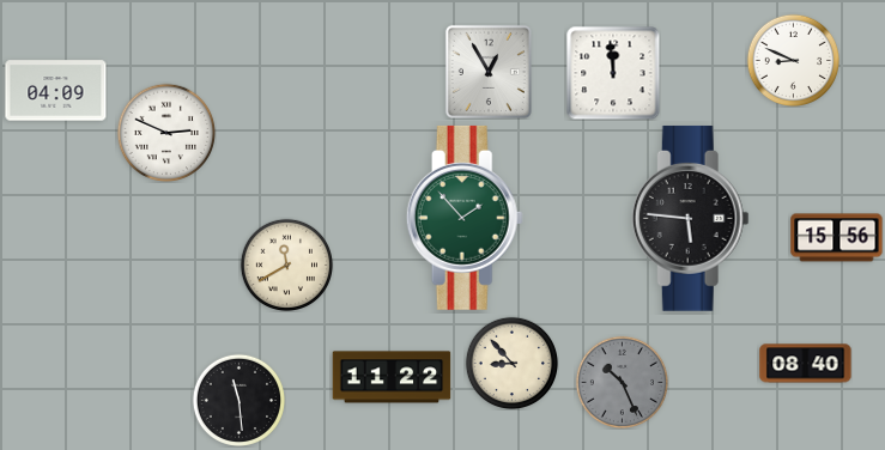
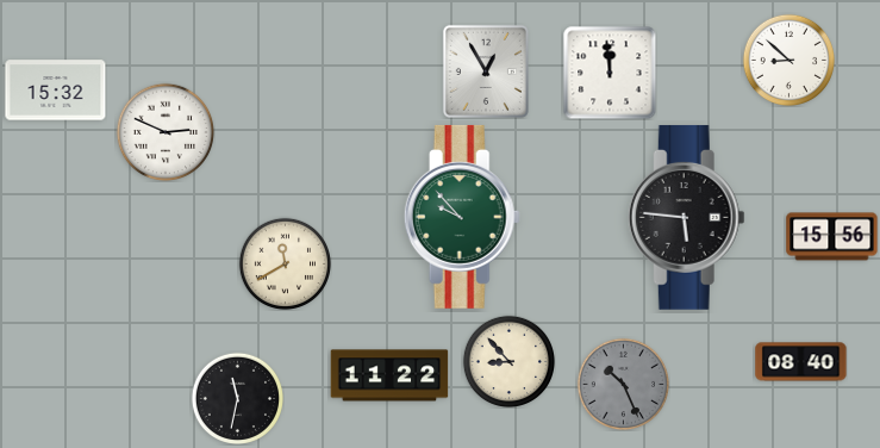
clock at (793, 60): 8:49 -> 8:52
clock at (56, 91): 04:09 -> 15:32
clock at (465, 218): 1:53 -> 9:53
clock at (622, 382) position: (622, 382) -> (623, 384)
clock at (238, 400): 11:29 -> 11:32
